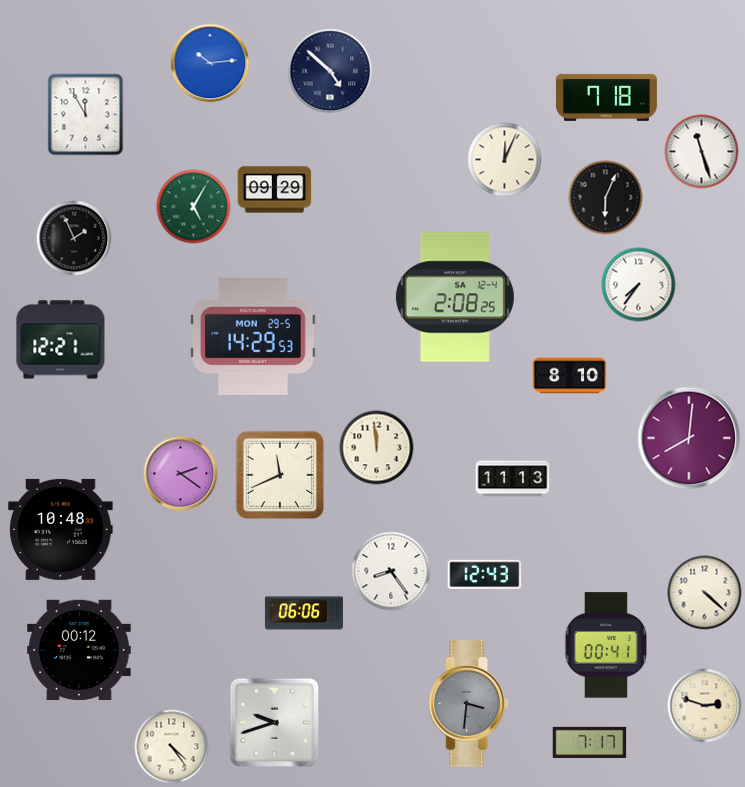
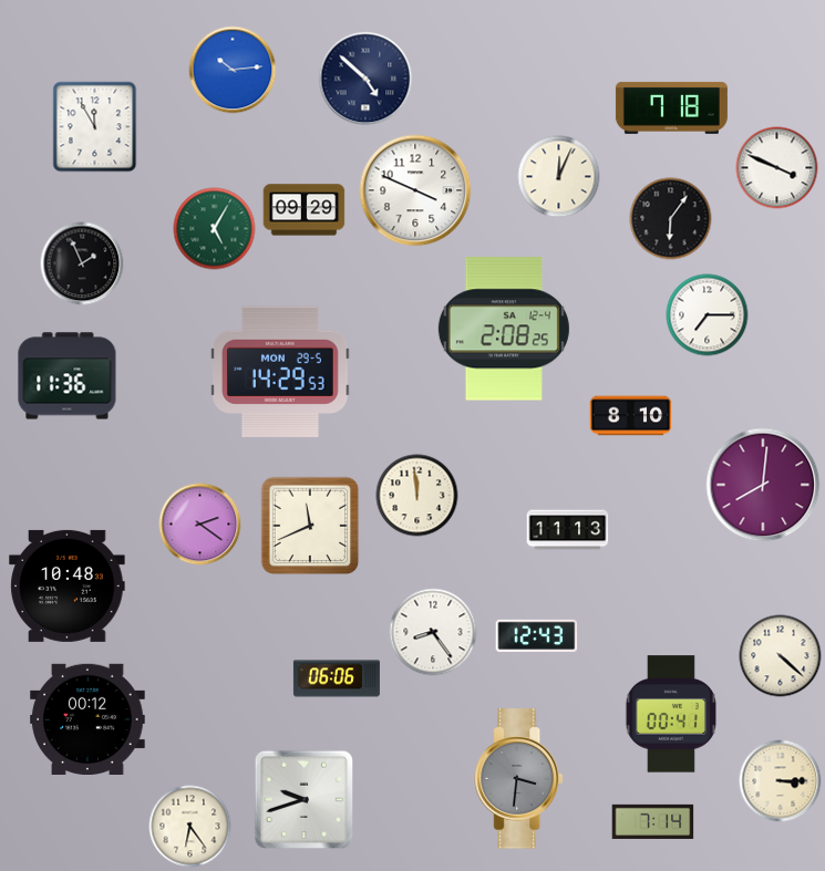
clock at (702, 152): 11:27 -> 3:49
clock at (415, 190): none -> 3:49
clock at (606, 198): 6:04 -> 6:06
clock at (639, 285): 7:36 -> 7:15
clock at (61, 340): 12:21 -> 11:36
clock at (705, 706): 2:48 -> 3:15
clock at (590, 742): 7:17 -> 7:14
clock at (172, 747): 4:24 -> 6:24
